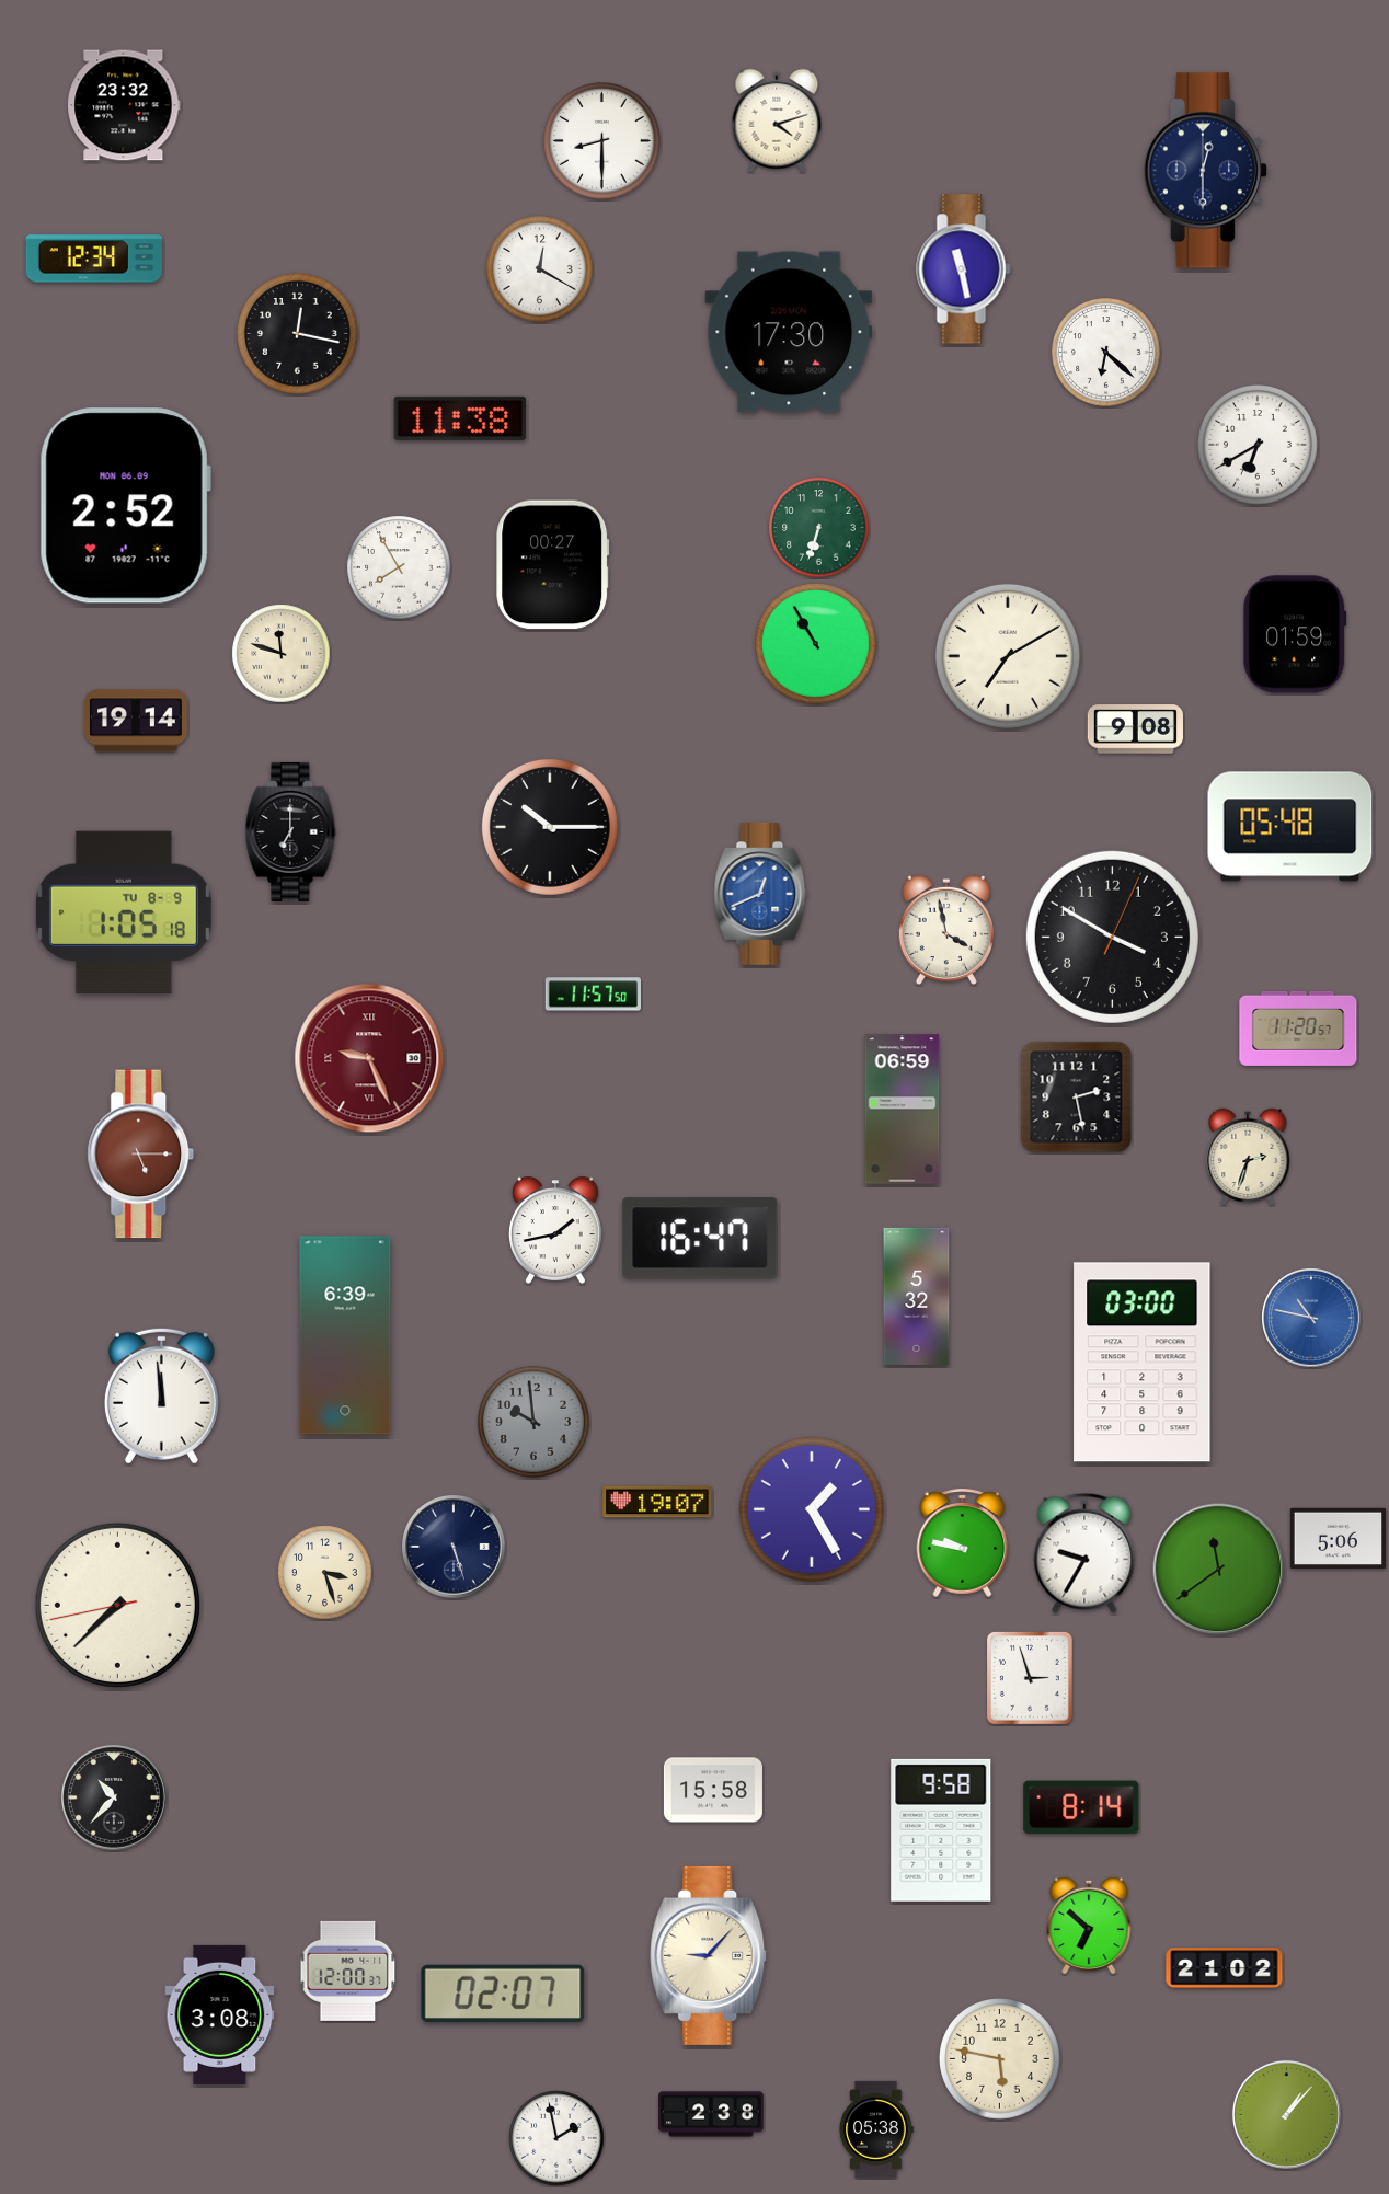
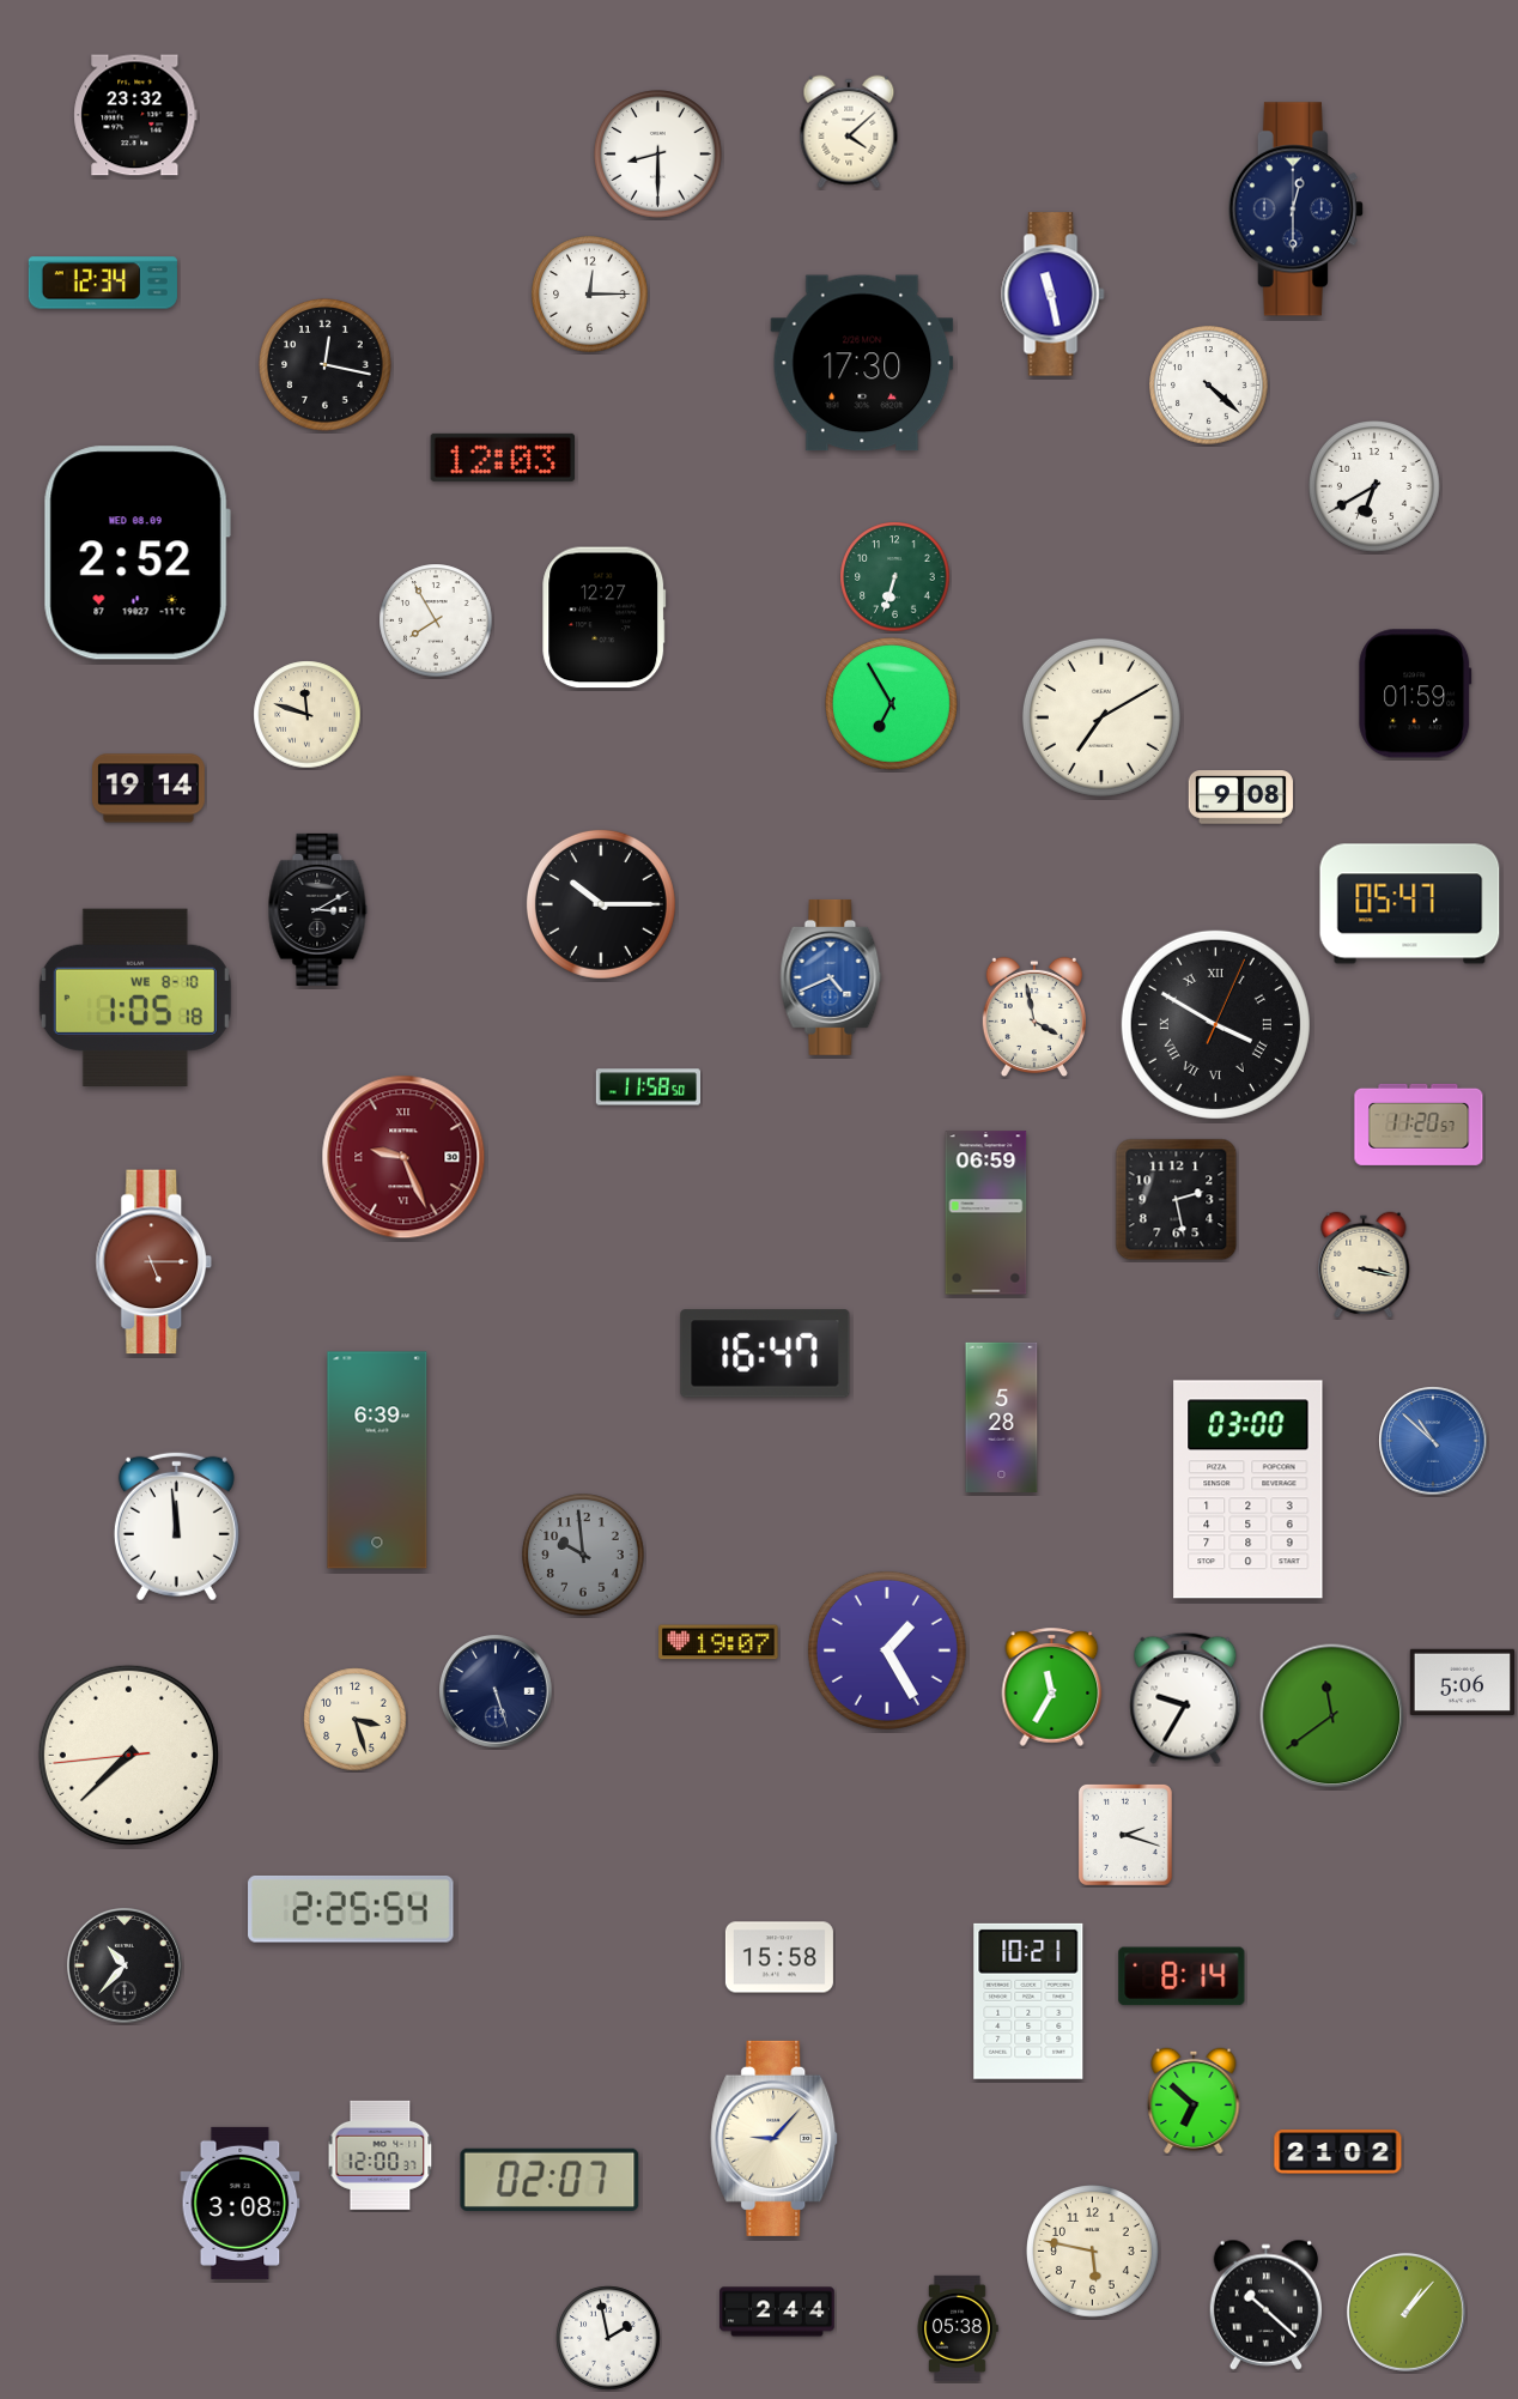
clock at (777, 120): 4:12 -> 4:08
clock at (1205, 171) position: (1205, 171) -> (1295, 210)
clock at (540, 269): 12:20 -> 12:15
clock at (1106, 353): 6:22 -> 4:22
clock at (460, 418): 11:38 -> 12:03
clock at (125, 506) date: MON 06.09 -> WED 08.09
clock at (553, 565): 00:27 -> 12:27
clock at (816, 644): 10:55 -> 6:55
clock at (1290, 827): 05:48 -> 05:47
clock at (291, 831): 7:00 -> 3:10
clock at (760, 894): 12:41 -> 4:41
clock at (124, 912) date: TU 8-9 -> WE 8-10
clock at (1112, 937) numerals: Arabic -> Roman
clock at (593, 995): 11:57 -> 11:58
clock at (1248, 1157): 2:33 -> 3:17
clock at (555, 1230): 1:43 -> none
clock at (917, 1296): 5:32 -> 5:28
clock at (1311, 1318): 10:47 -> 10:52
clock at (963, 1542): 9:47 -> 11:35
clock at (117, 1605): 7:37:43 -> 7:37:44
clock at (1030, 1678): 2:57 -> 2:18
clock at (351, 1909): none -> 2:25
clock at (941, 1830): 9:58 -> 10:21
clock at (1089, 1926) position: (1089, 1926) -> (1194, 2101)
clock at (1267, 2304): none -> 10:22
clock at (711, 2114): 2:38 -> 2:44
